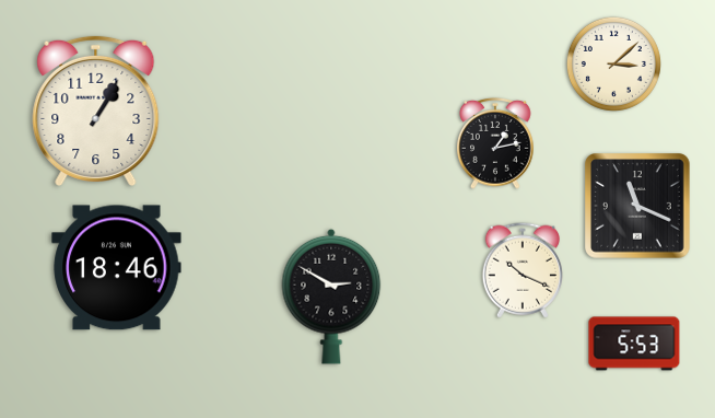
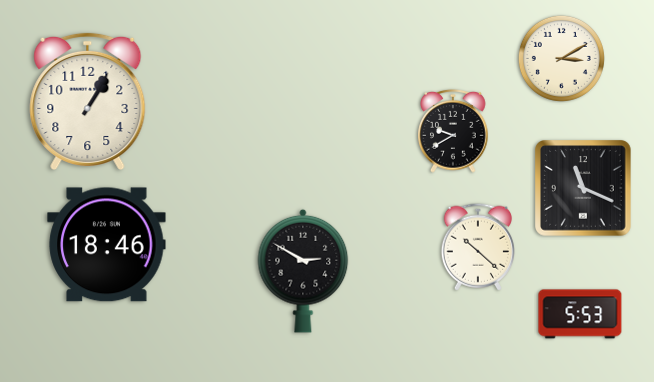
clock at (613, 63): 3:08 -> 3:10
clock at (496, 143): 1:13 -> 9:40
clock at (521, 270): 10:19 -> 10:22
